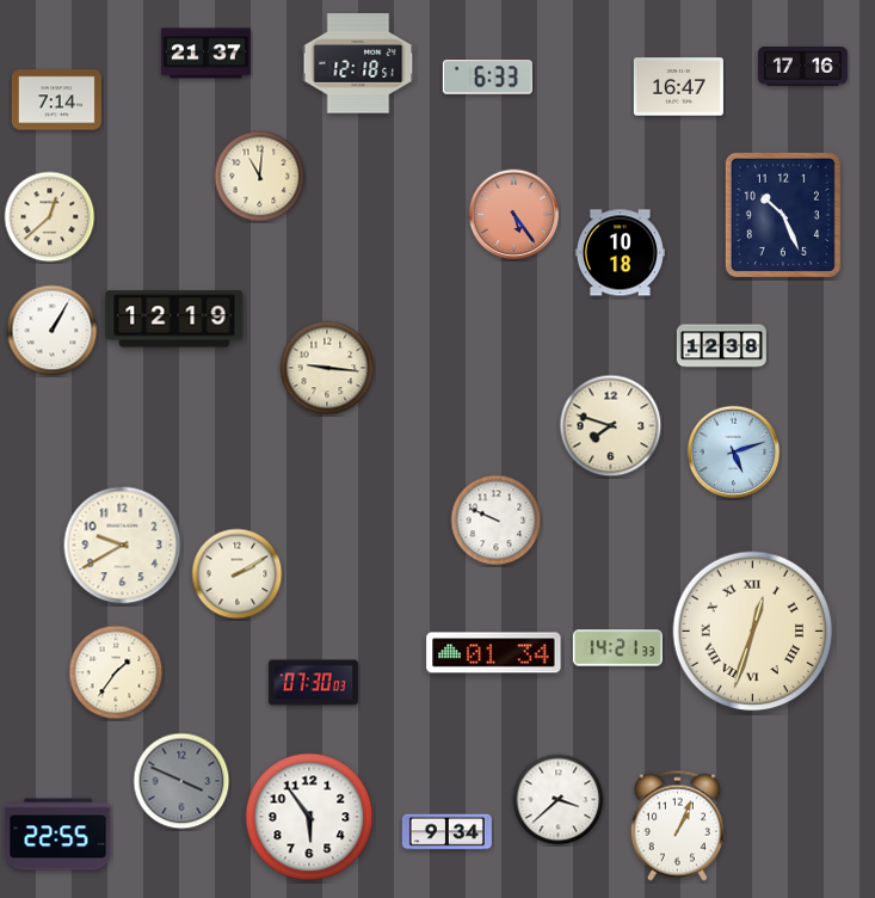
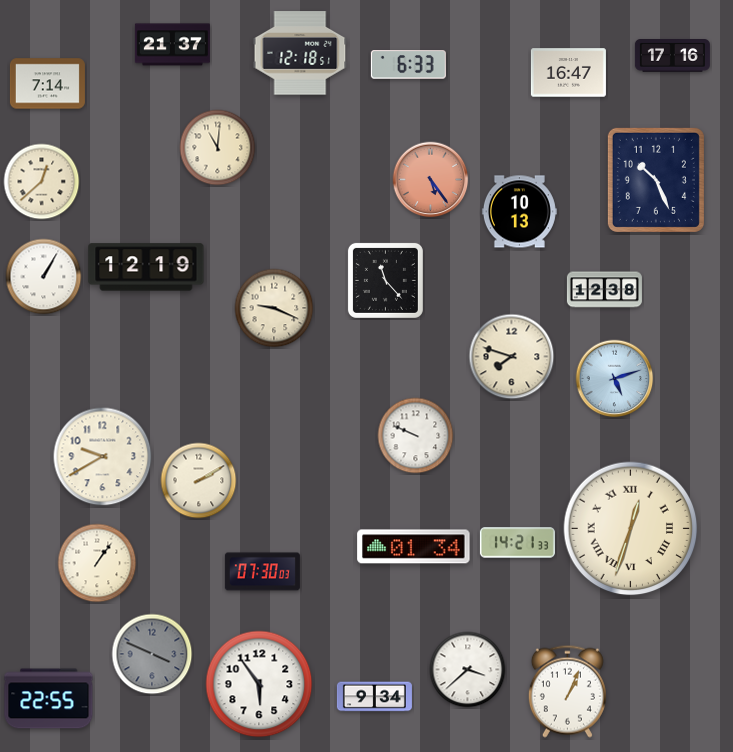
clock at (620, 253): 10:18 -> 10:13
clock at (385, 280): none -> 11:23
clock at (327, 368): 9:16 -> 9:19
clock at (116, 672): 1:36 -> 1:06
